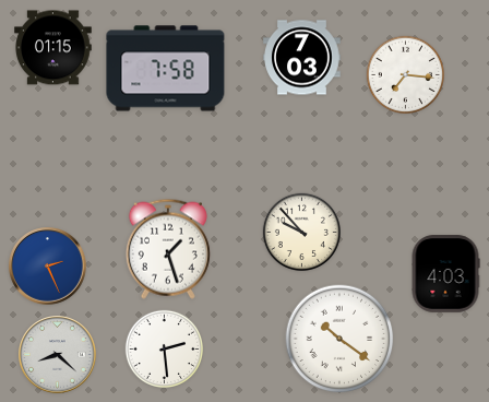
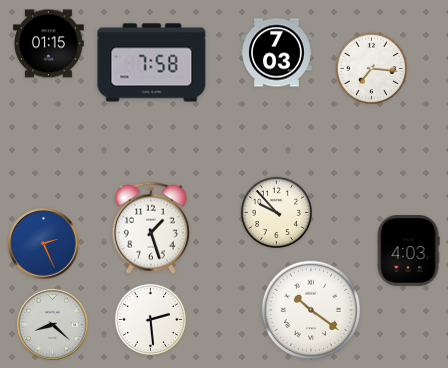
clock at (168, 249) position: (168, 249) -> (151, 228)
